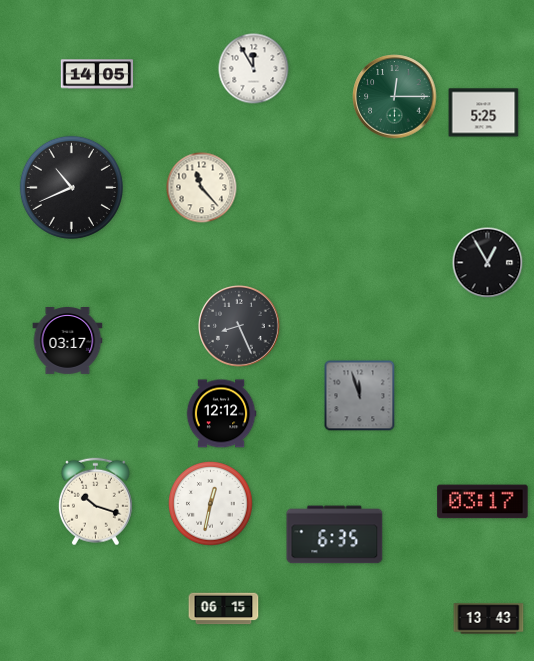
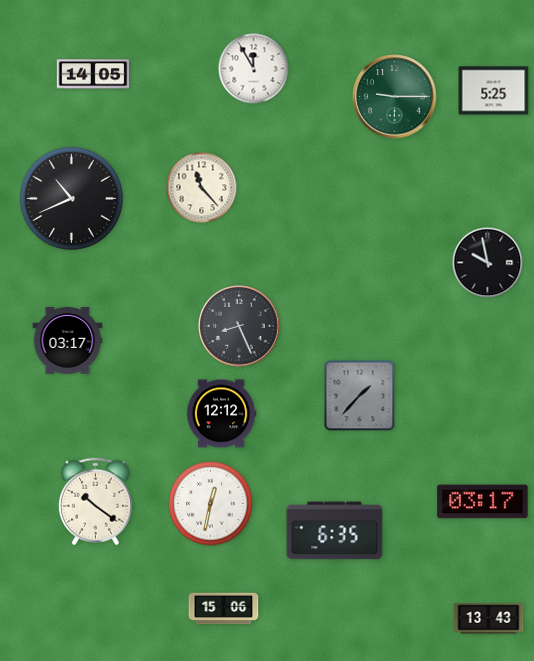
clock at (97, 74) position: (97, 74) -> (93, 74)
clock at (395, 97): 12:15 -> 9:15
clock at (484, 113) position: (484, 113) -> (494, 91)
clock at (71, 187) position: (71, 187) -> (71, 198)
clock at (488, 263): 12:55 -> 9:58
clock at (360, 396): 11:57 -> 1:37
clock at (95, 502): 10:18 -> 10:21
clock at (335, 535) position: (335, 535) -> (335, 531)
clock at (224, 609): 06:15 -> 15:06
